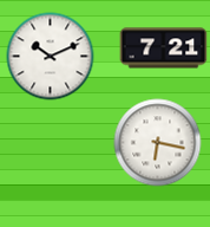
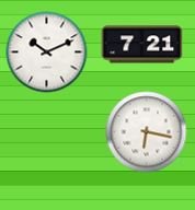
clock at (164, 48) position: (164, 48) -> (142, 45)
